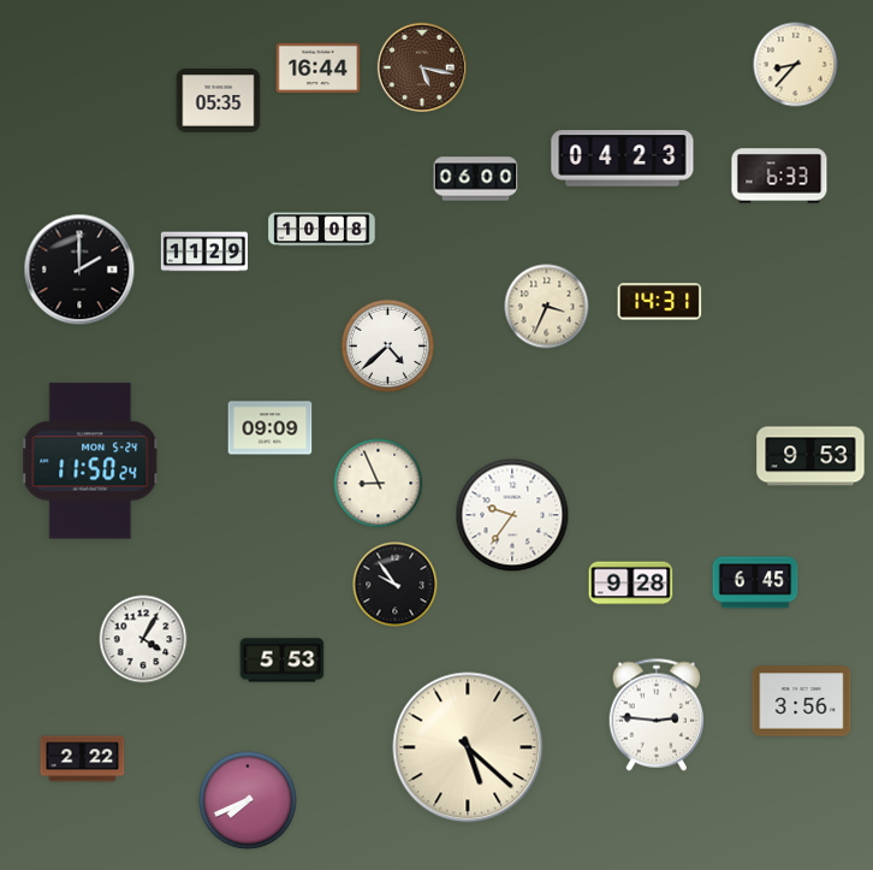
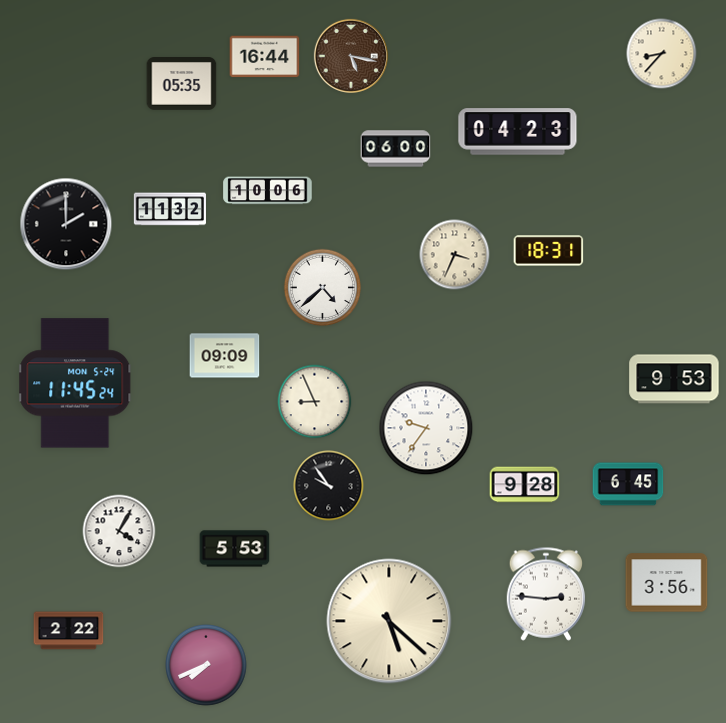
clock at (779, 176): 6:33 -> none
clock at (322, 230): 10:08 -> 10:06
clock at (204, 251): 11:29 -> 11:32
clock at (660, 302): 14:31 -> 18:31
clock at (91, 461): 11:50 -> 11:45
